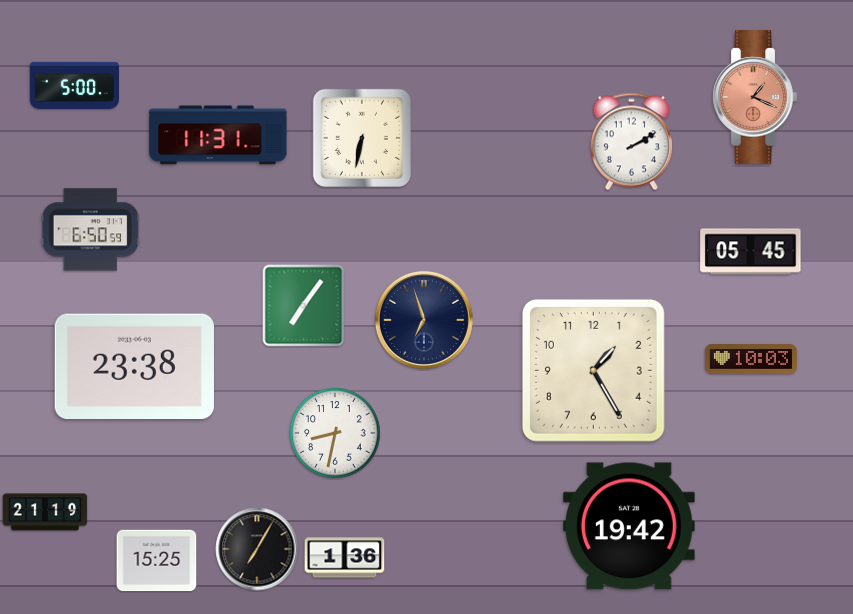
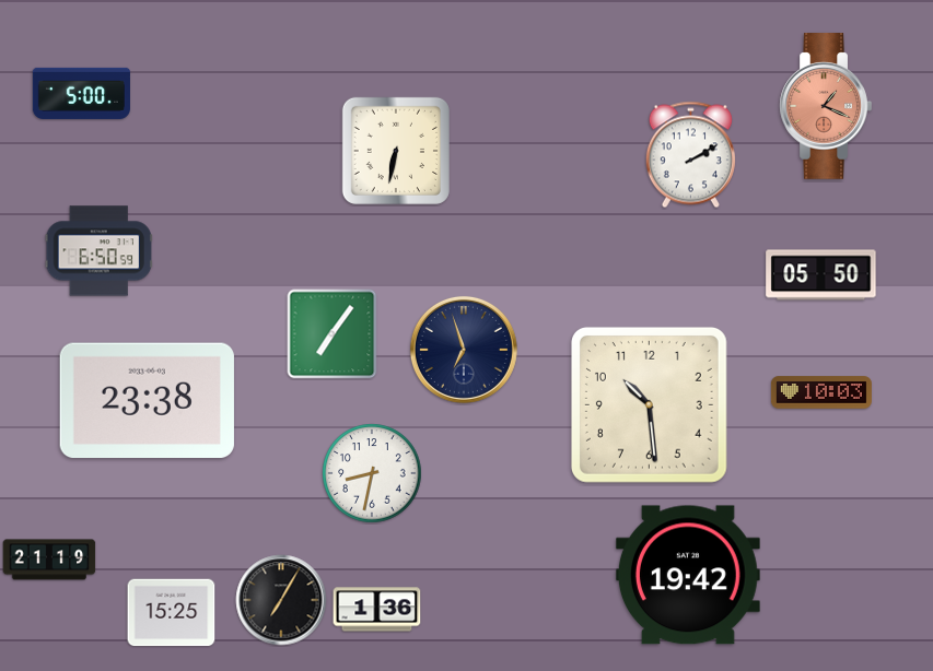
clock at (218, 135): 11:31 -> none
clock at (751, 252): 05:45 -> 05:50
clock at (593, 370): 1:25 -> 10:29
clock at (335, 433) position: (335, 433) -> (372, 473)
